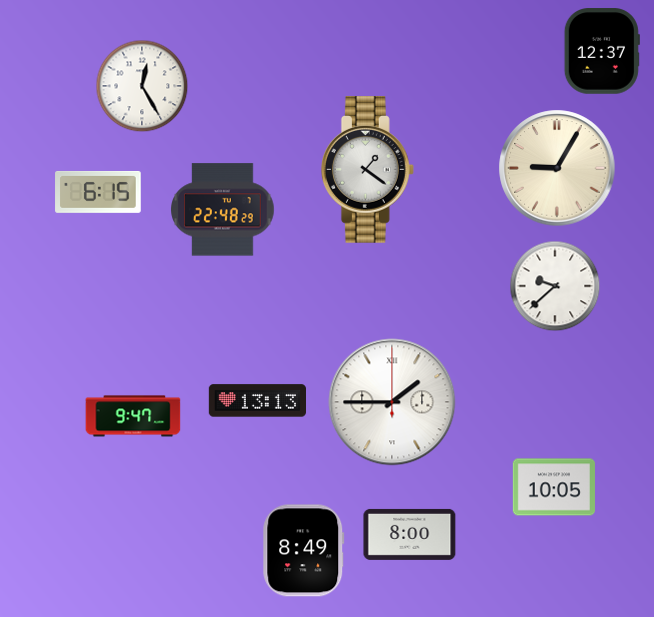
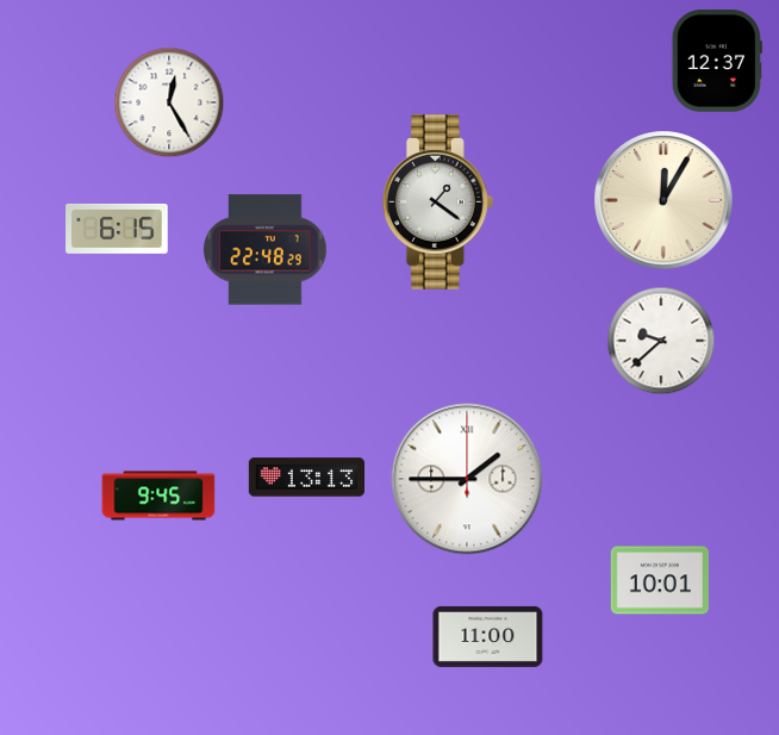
clock at (557, 168): 9:05 -> 12:05
clock at (133, 416): 9:47 -> 9:45
clock at (553, 487): 10:05 -> 10:01
clock at (410, 534): 8:00 -> 11:00
clock at (304, 551): 8:49 -> none
